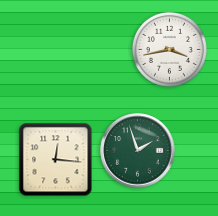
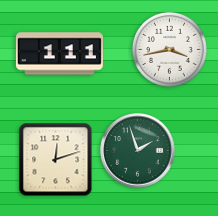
clock at (59, 54): none -> 1:11
clock at (56, 160): 12:16 -> 12:12
